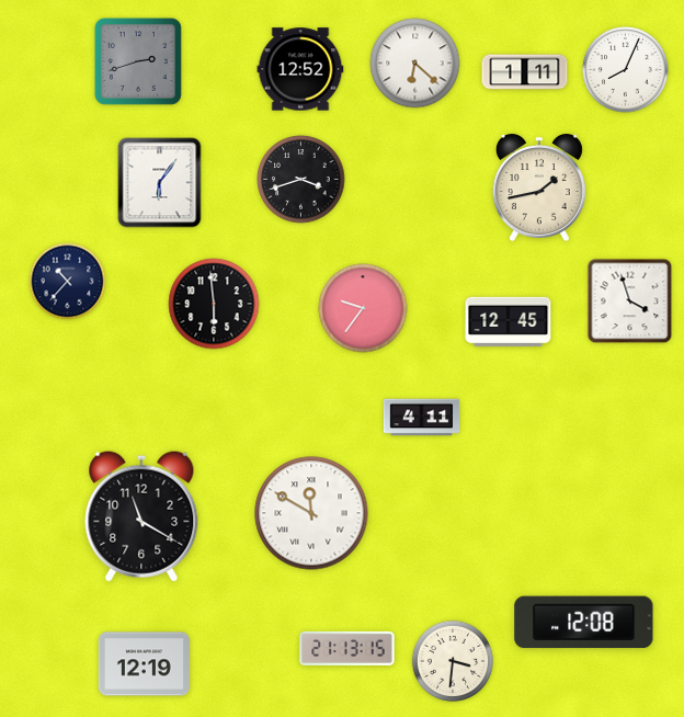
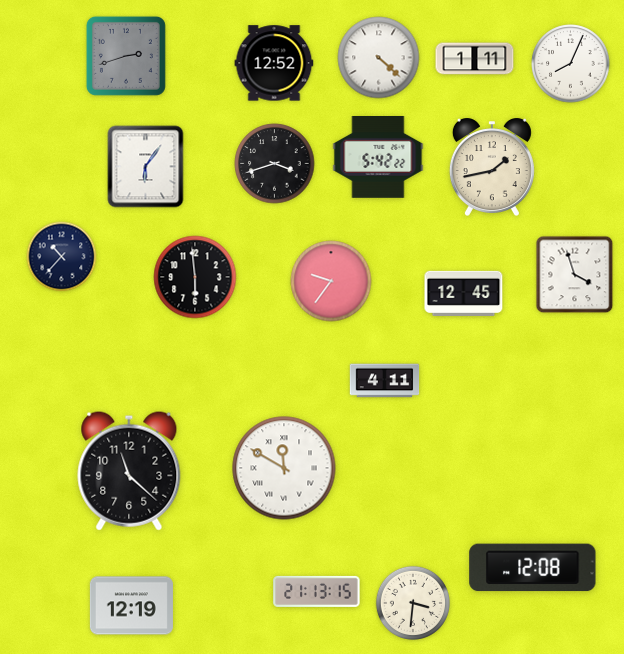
clock at (415, 64): 6:22 -> 4:22
clock at (525, 72) position: (525, 72) -> (475, 59)
clock at (378, 158): none -> 5:42
clock at (539, 187) position: (539, 187) -> (492, 167)
clock at (141, 516): 11:20 -> 11:22
